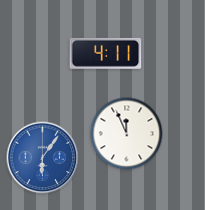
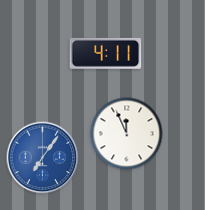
clock at (43, 158): 6:06 -> 7:06
